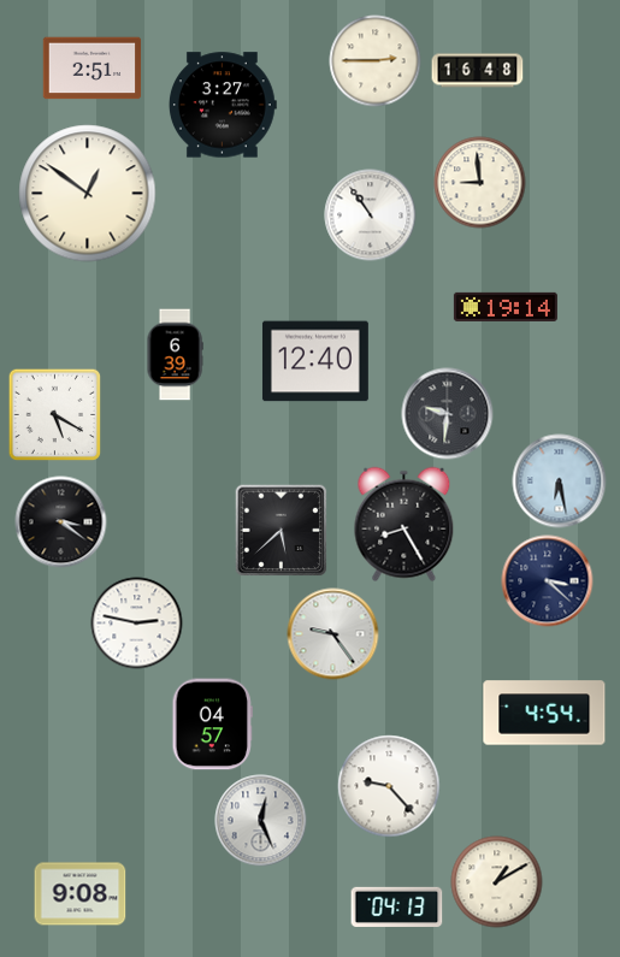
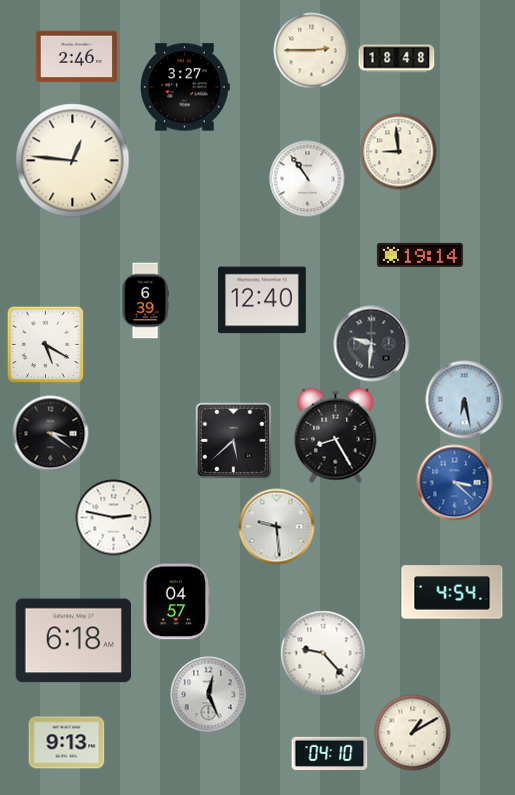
clock at (93, 69): 2:51 -> 2:46
clock at (478, 71): 16:48 -> 18:48
clock at (88, 194): 12:51 -> 12:46
clock at (175, 355) position: (175, 355) -> (145, 301)
clock at (548, 581) dial: navy -> blue
clock at (333, 634): 9:24 -> 9:29
clock at (73, 641): none -> 6:18
clock at (261, 821) position: (261, 821) -> (209, 695)
clock at (81, 894): 9:08 -> 9:13
clock at (397, 908): 04:13 -> 04:10
